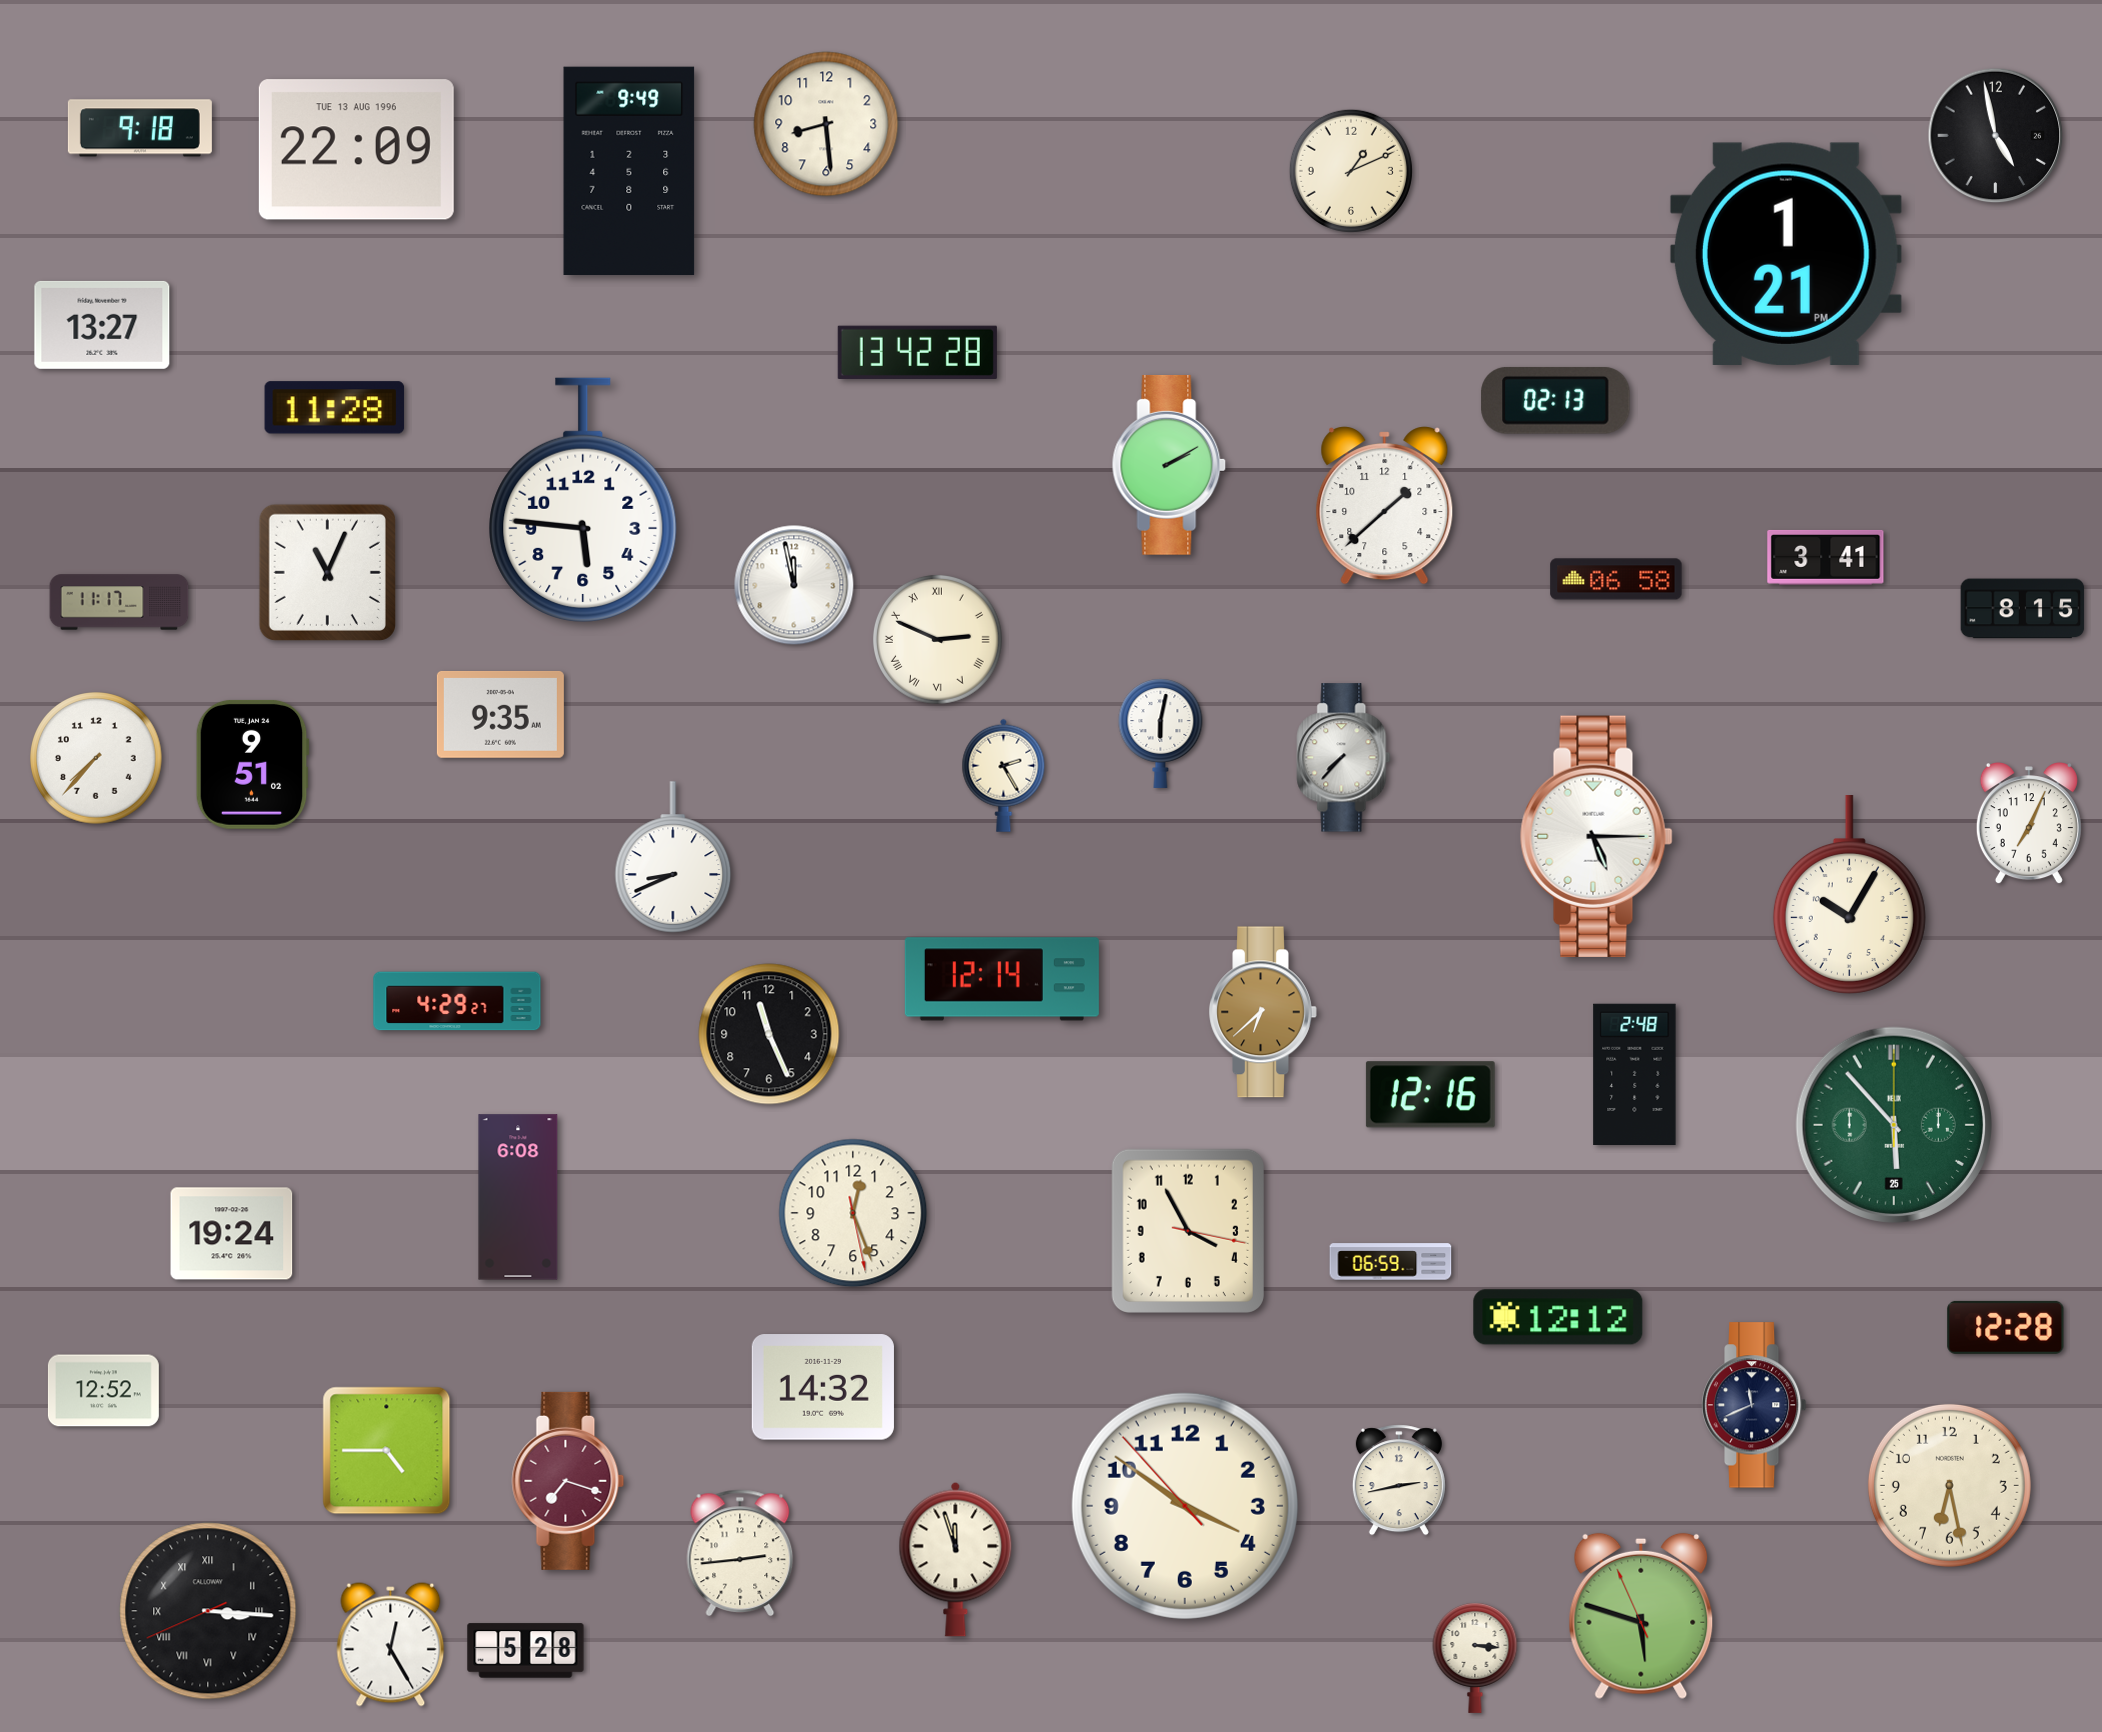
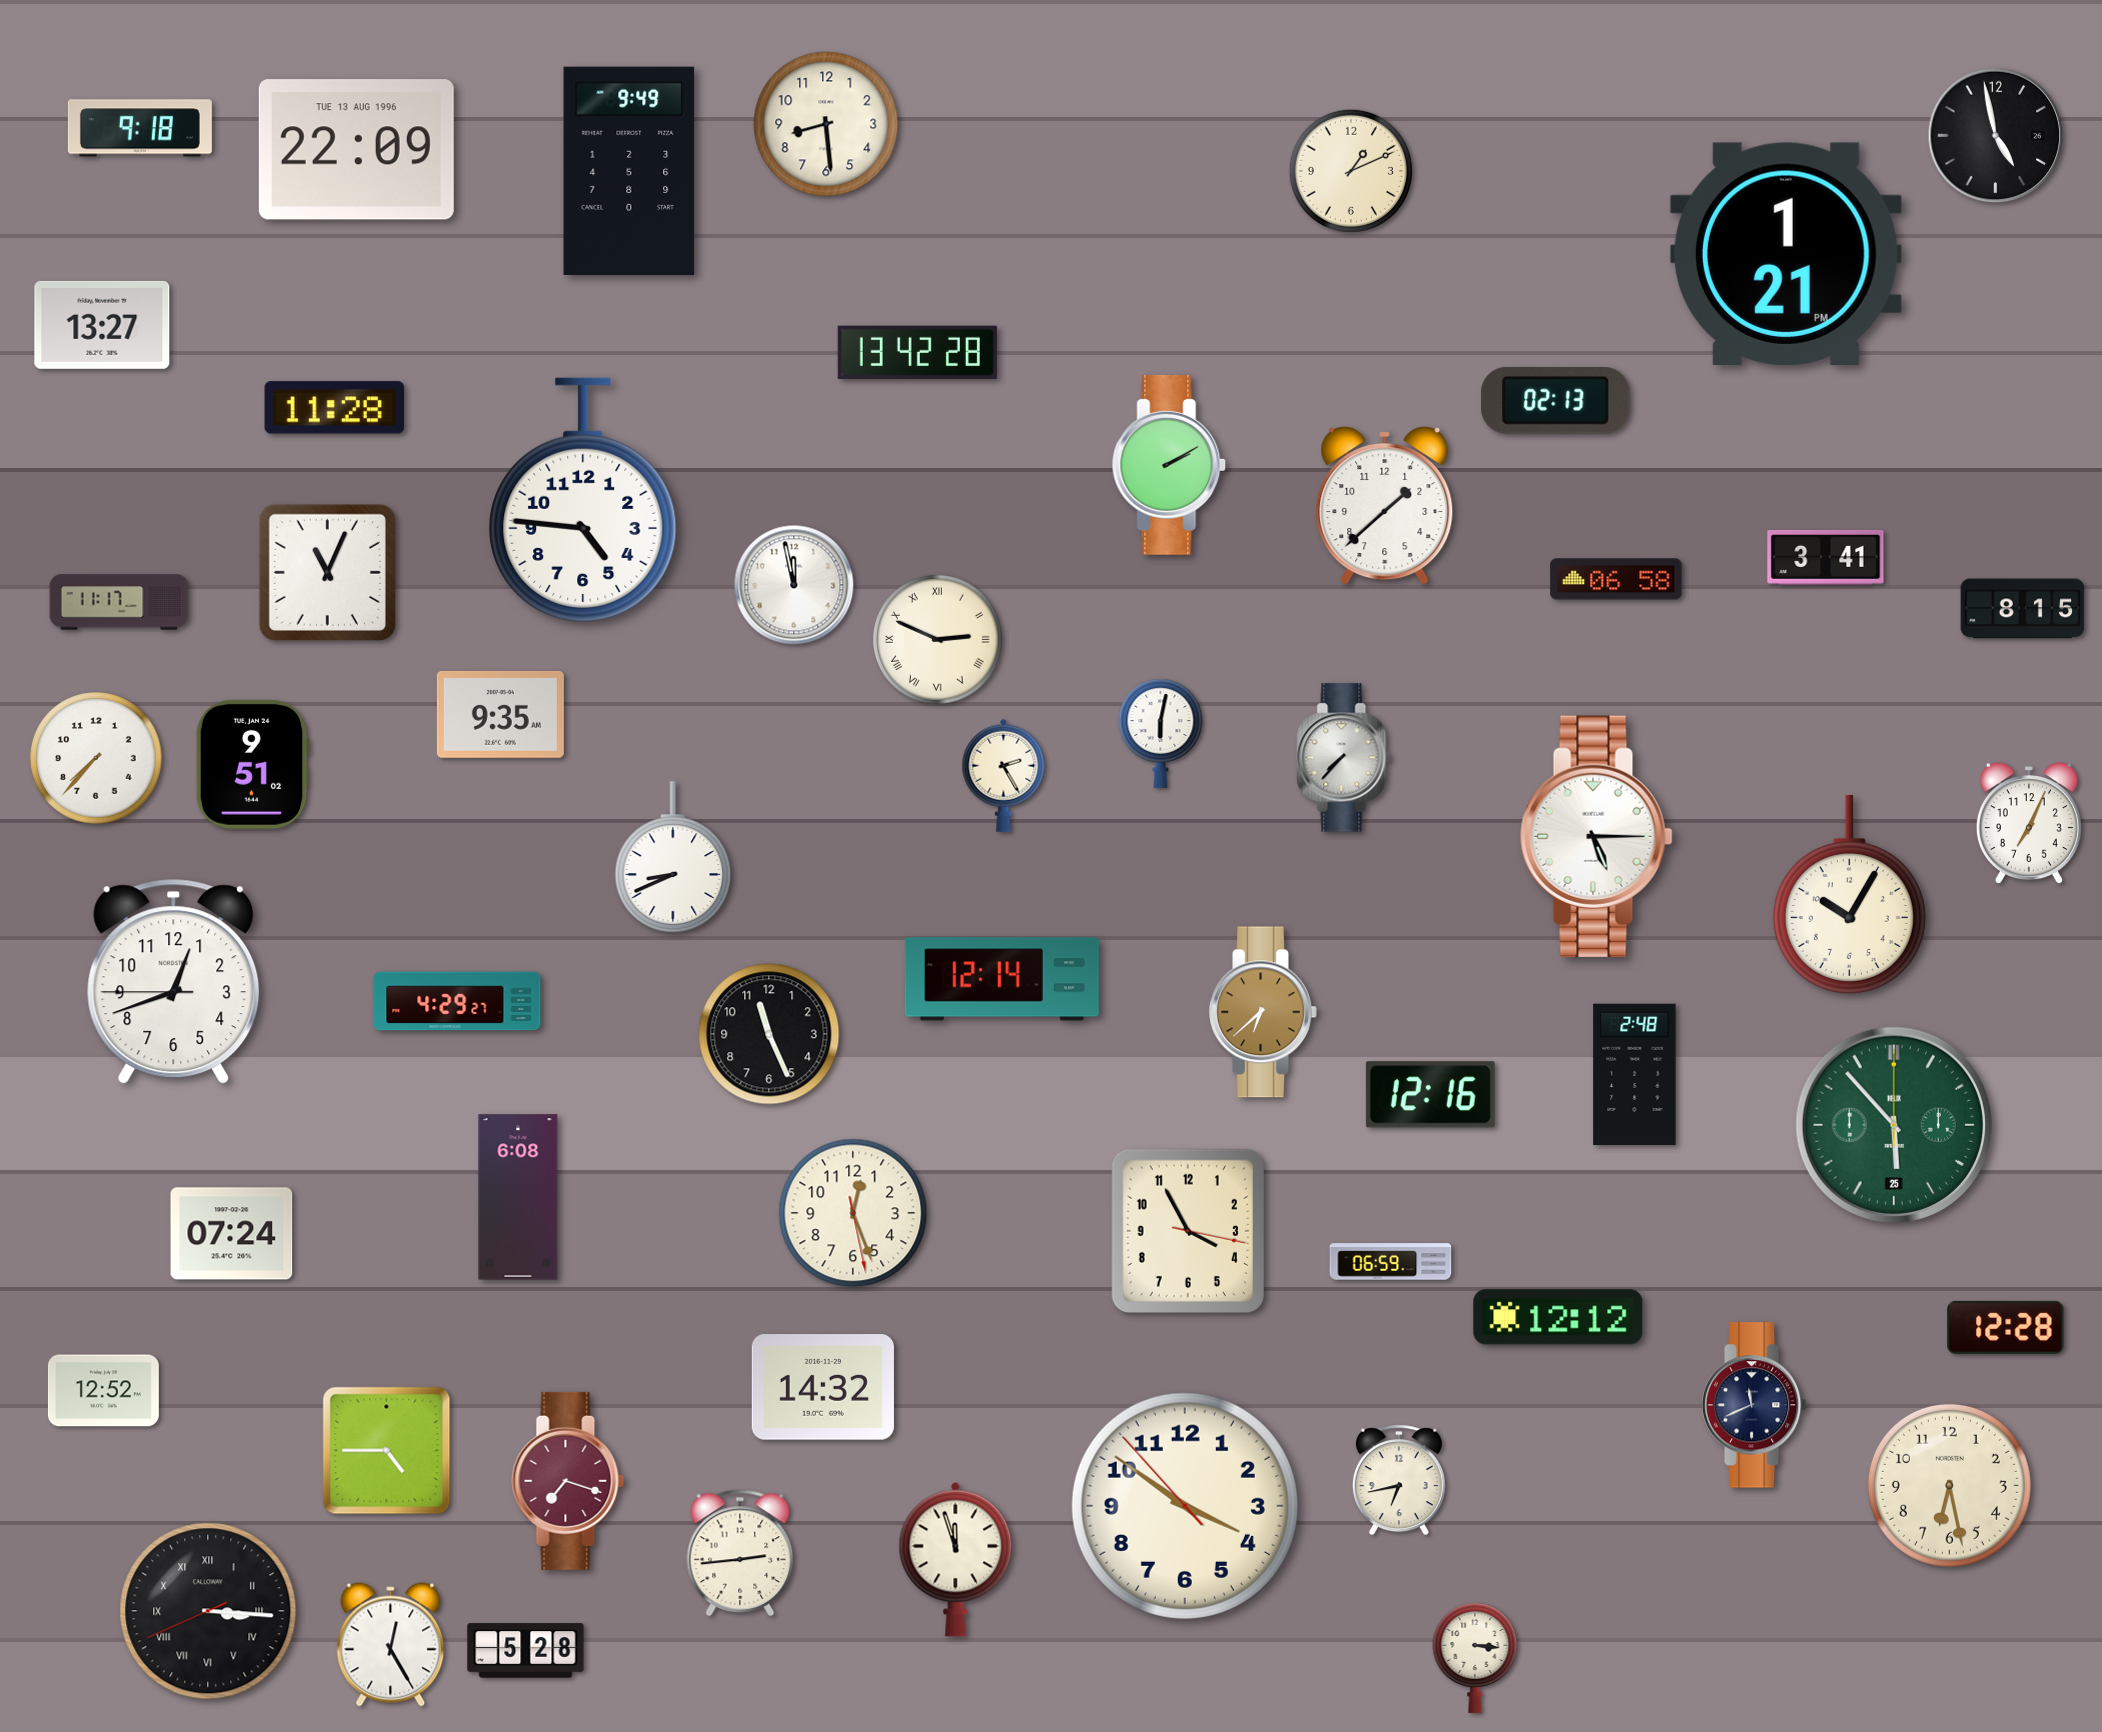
clock at (583, 500): 5:46 -> 4:46
clock at (174, 982): none -> 12:41
clock at (232, 1234): 19:24 -> 07:24
clock at (1399, 1480): 2:43 -> 6:43
clock at (1641, 1616): 5:47 -> none
